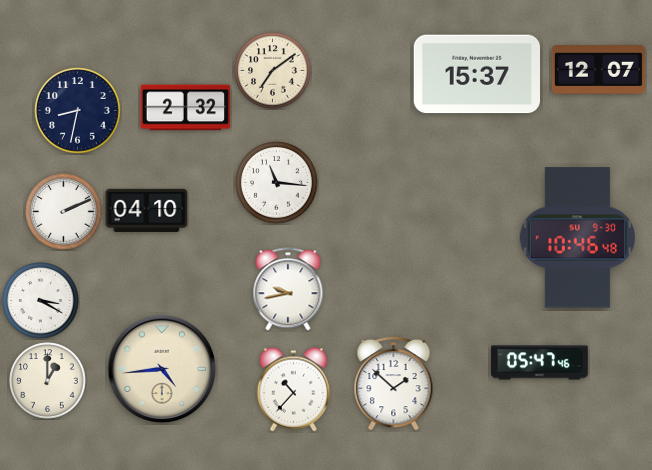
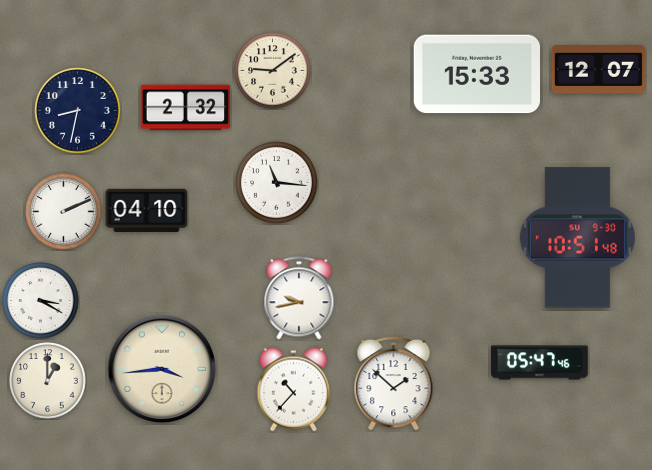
clock at (273, 71): 7:09 -> 9:09
clock at (476, 74): 15:37 -> 15:33
clock at (577, 238): 10:46 -> 10:51
clock at (288, 289) position: (288, 289) -> (299, 298)
clock at (162, 369): 4:44 -> 3:44
